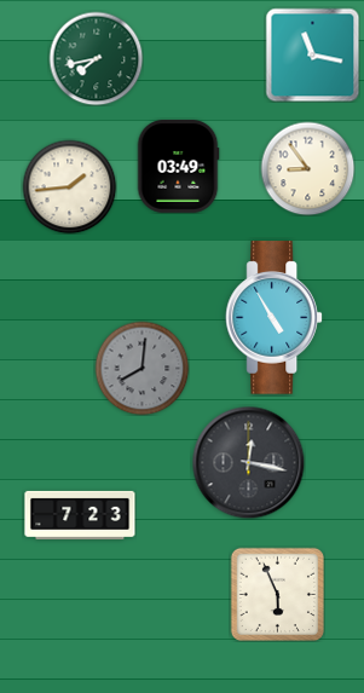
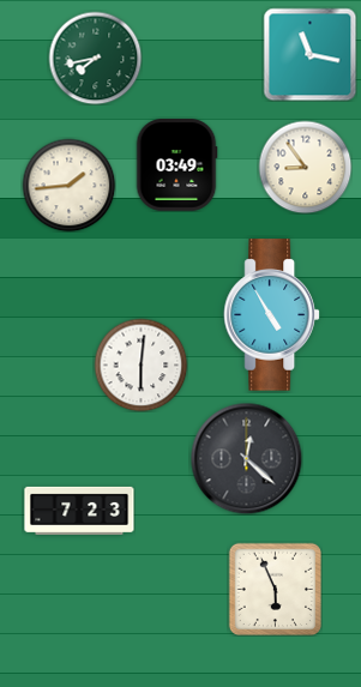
clock at (141, 368): 8:01 -> 6:01
clock at (141, 368) dial: grey -> white
clock at (248, 462): 12:17 -> 12:22
